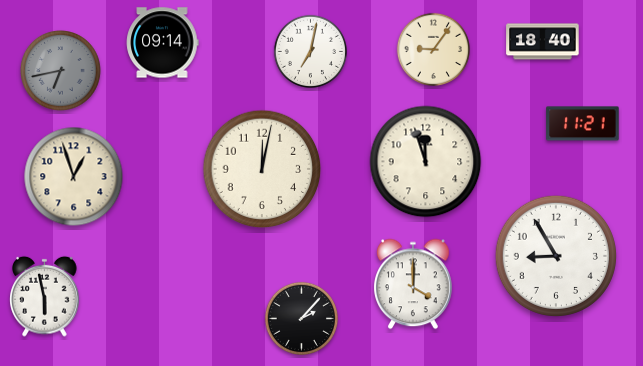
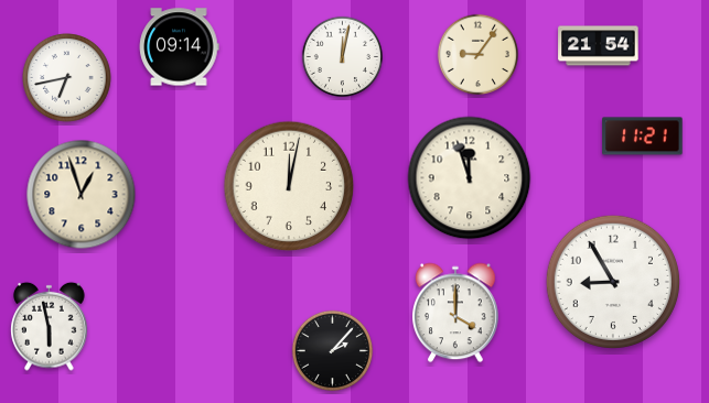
clock at (543, 42): 18:40 -> 21:54
clock at (310, 51): 7:02 -> 12:02
clock at (61, 71) dial: grey -> white
